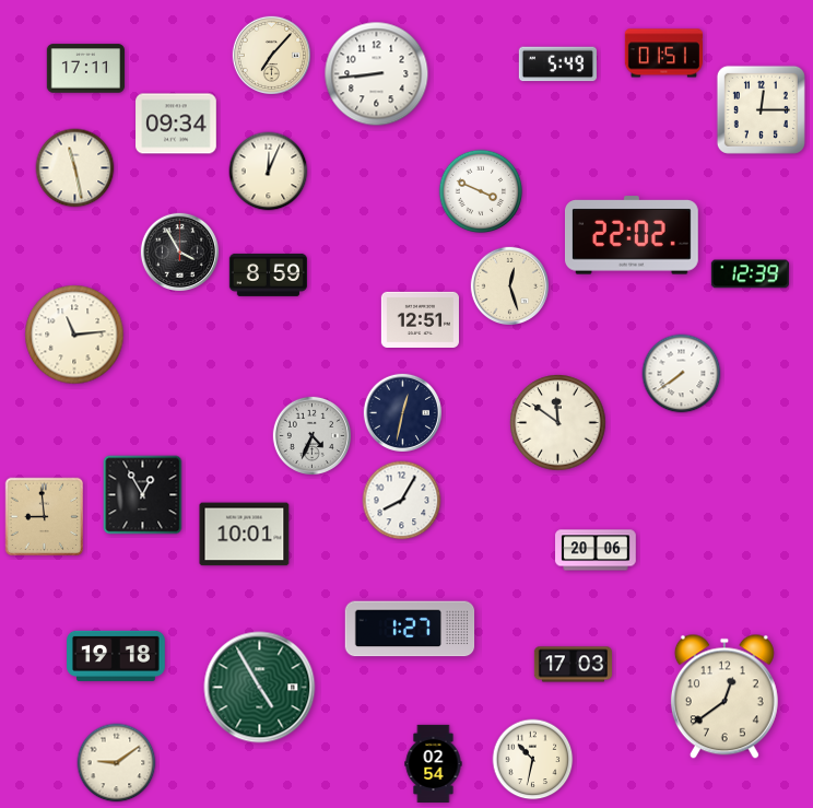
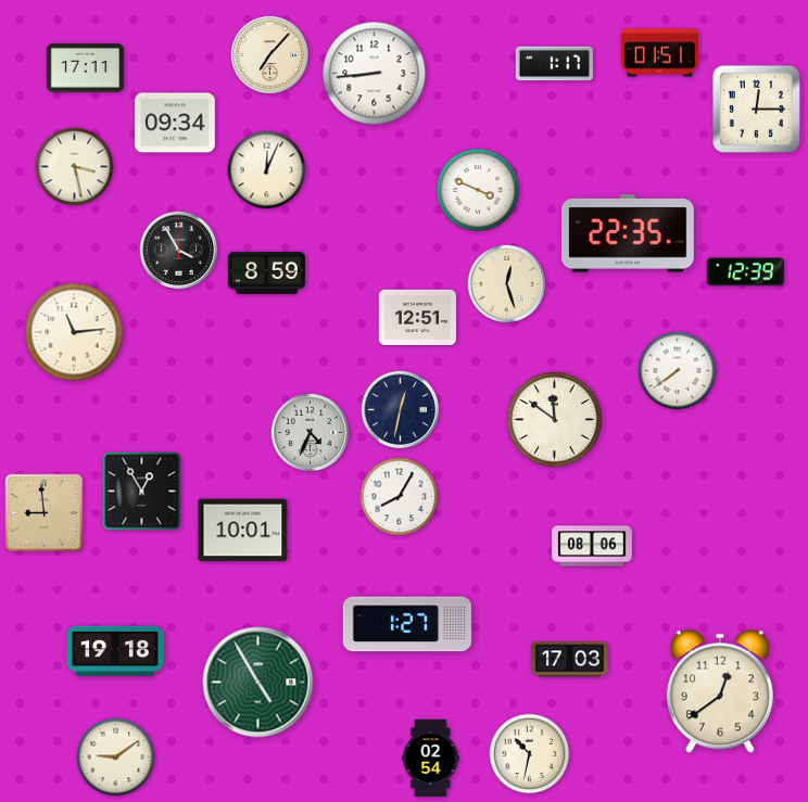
clock at (557, 65): 5:49 -> 1:17
clock at (75, 168): 11:28 -> 3:28
clock at (633, 235): 22:02 -> 22:35
clock at (596, 550): 20:06 -> 08:06
